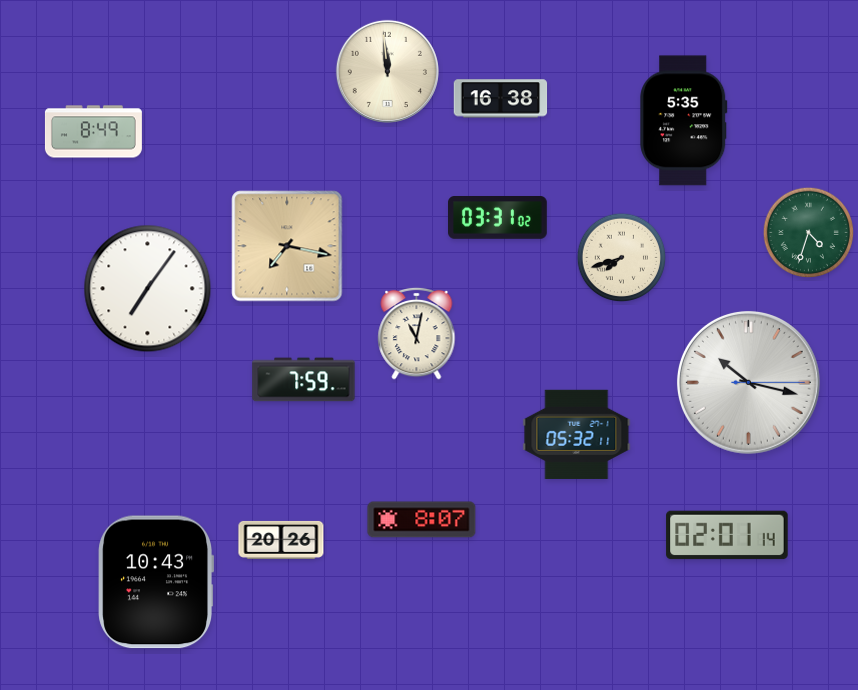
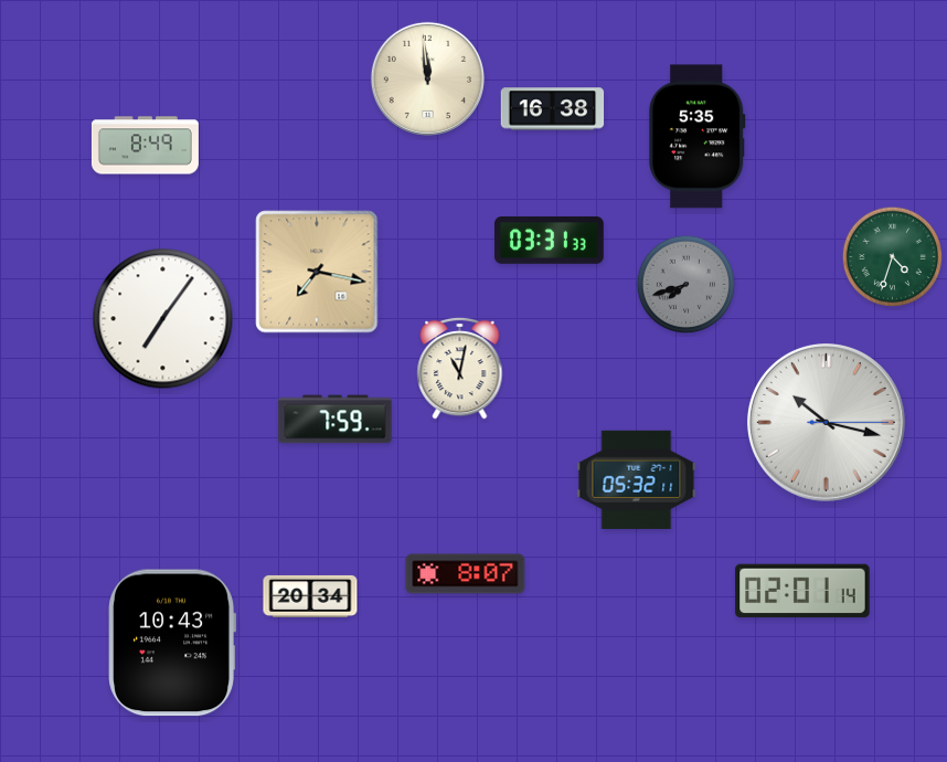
clock at (684, 121) position: (684, 121) -> (698, 137)
clock at (93, 132) position: (93, 132) -> (145, 146)
clock at (498, 218): 03:31:02 -> 03:31:33
clock at (622, 258) dial: cream -> grey
clock at (281, 540): 20:26 -> 20:34
